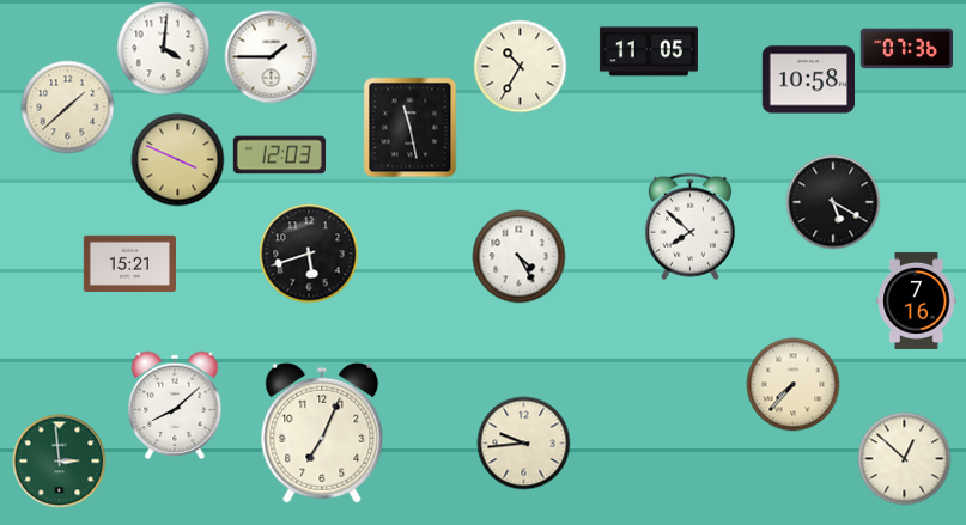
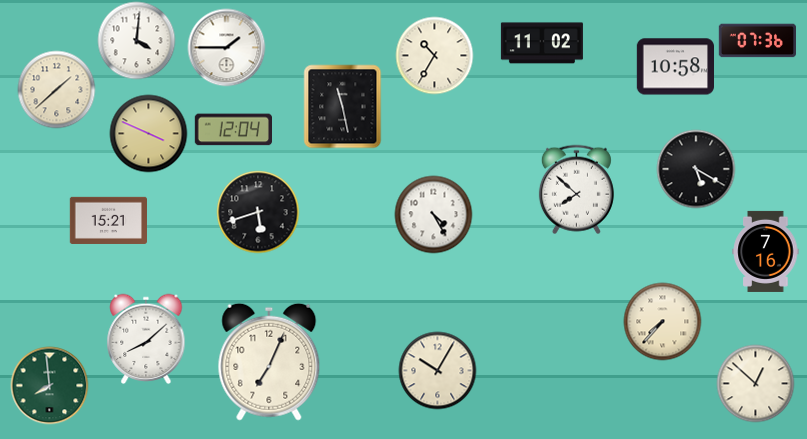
clock at (649, 51): 11:05 -> 11:02
clock at (279, 155): 12:03 -> 12:04
clock at (523, 442): 9:44 -> 10:05
clock at (59, 460): 2:59 -> 7:59
